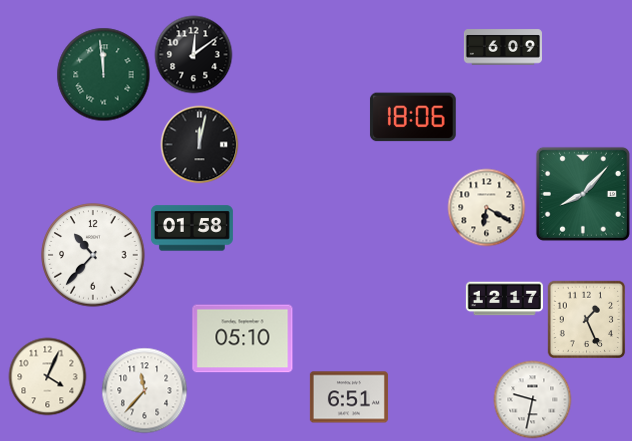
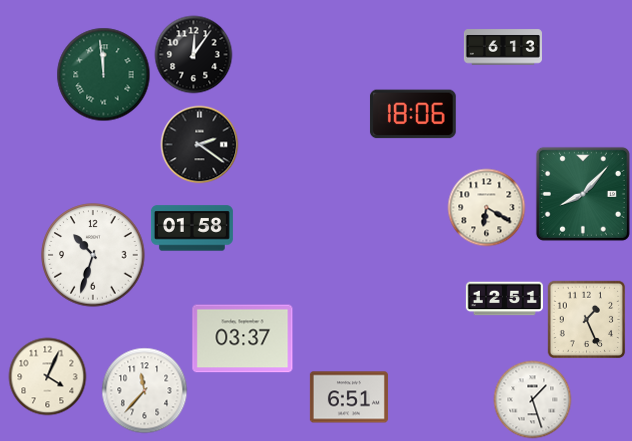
clock at (503, 47): 6:09 -> 6:13
clock at (193, 54): 12:09 -> 12:06
clock at (413, 117) position: (413, 117) -> (413, 114)
clock at (199, 144): 12:02 -> 2:21
clock at (93, 255): 10:37 -> 10:33
clock at (504, 299): 12:17 -> 12:51
clock at (243, 339): 05:10 -> 03:37
clock at (532, 399): 9:32 -> 1:27
